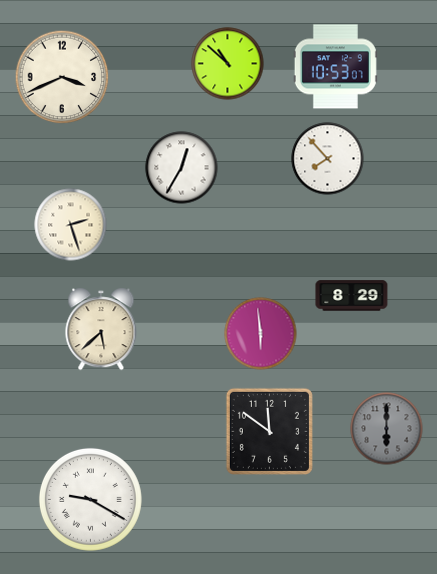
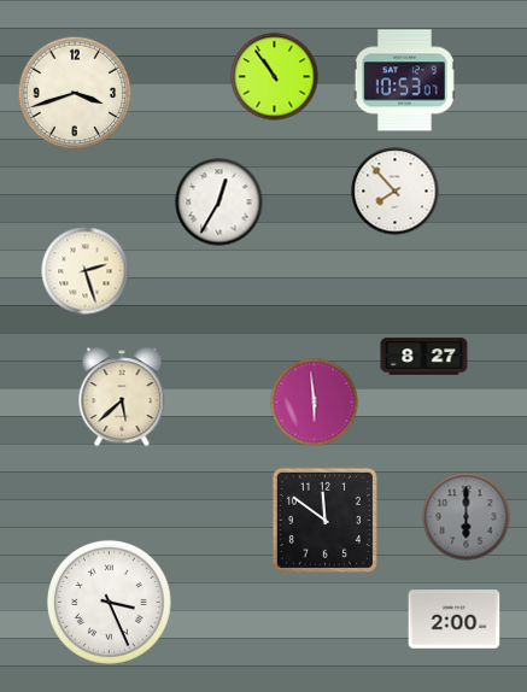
clock at (228, 64): 10:52 -> 10:54
clock at (62, 77): 3:41 -> 3:42
clock at (352, 296): 8:29 -> 8:27
clock at (90, 499): 9:20 -> 3:26
clock at (455, 620): none -> 2:00
